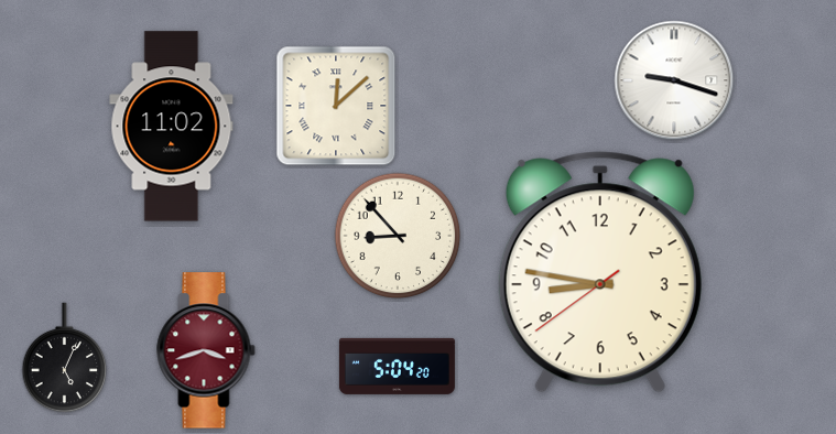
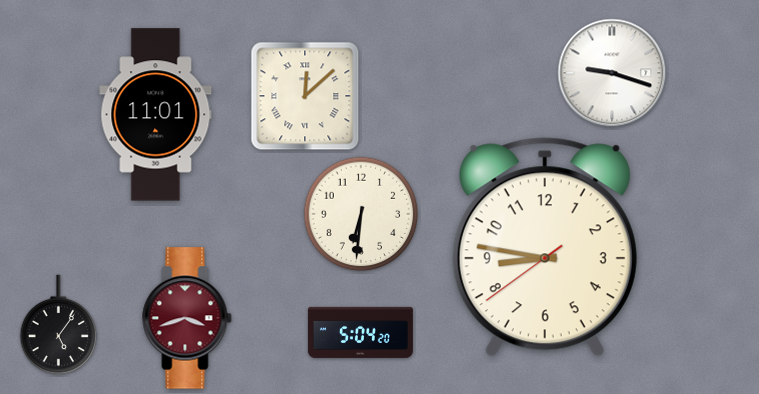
clock at (172, 127): 11:02 -> 11:01
clock at (398, 236): 8:53 -> 6:31
clock at (65, 358): 5:04 -> 5:06
